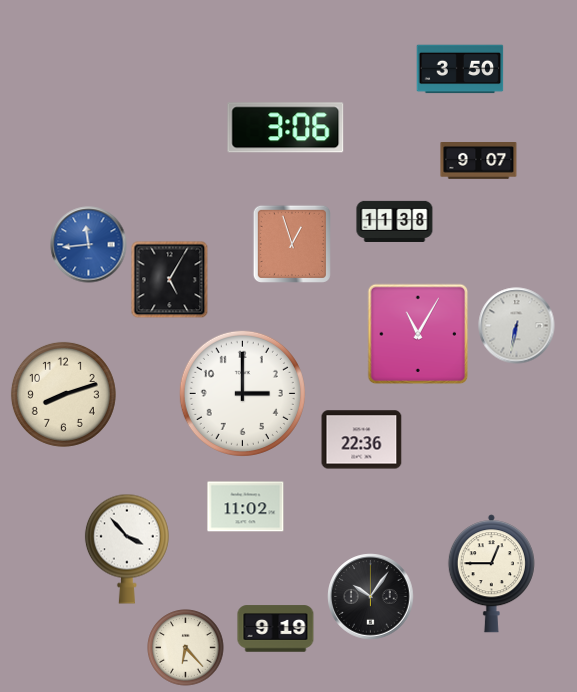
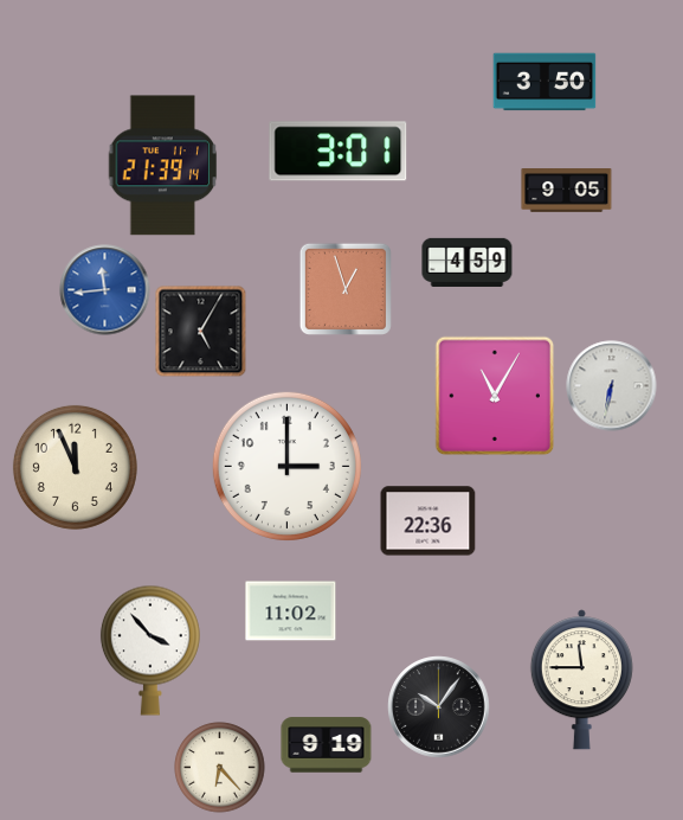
clock at (286, 128): 3:06 -> 3:01
clock at (163, 166): none -> 21:39
clock at (479, 161): 9:07 -> 9:05
clock at (395, 221): 11:38 -> 4:59
clock at (63, 394): 8:12 -> 11:56
clock at (246, 507) position: (246, 507) -> (291, 611)
clock at (491, 574): 12:45 -> 11:45
